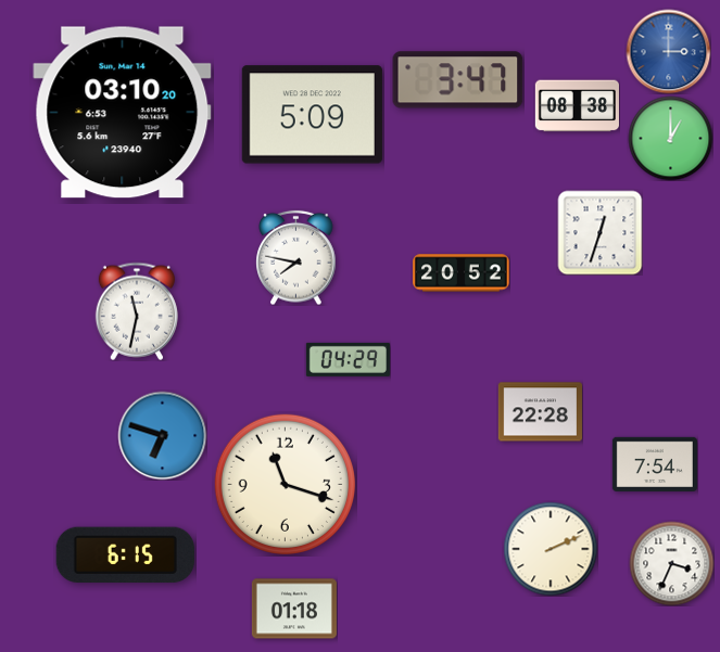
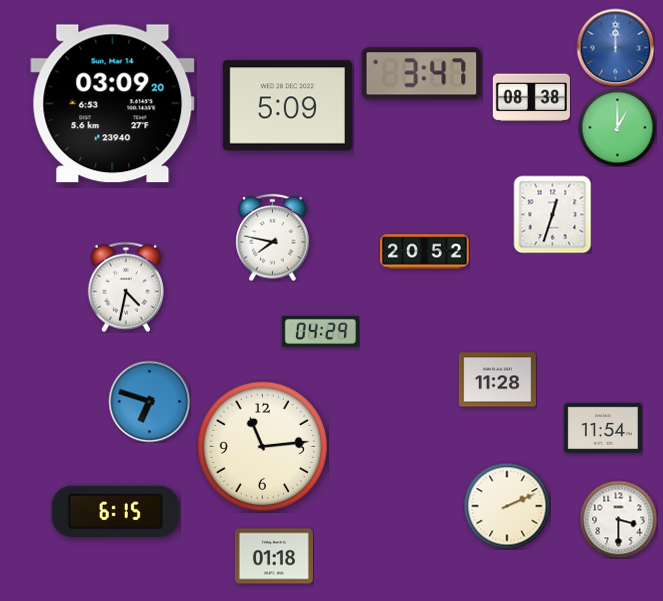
clock at (668, 51): 3:00 -> 12:00
clock at (123, 113): 03:10 -> 03:09
clock at (137, 311): 11:32 -> 4:32
clock at (540, 412): 22:28 -> 11:28
clock at (655, 463): 7:54 -> 11:54
clock at (285, 484): 11:18 -> 11:14
clock at (671, 563): 3:34 -> 3:30
clock at (294, 609) position: (294, 609) -> (274, 556)
